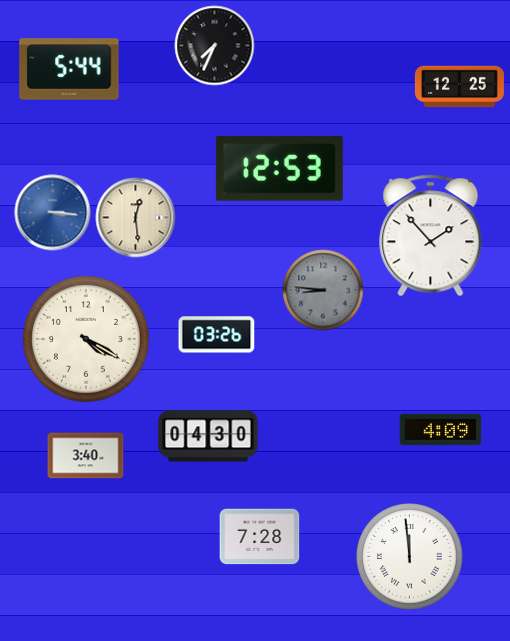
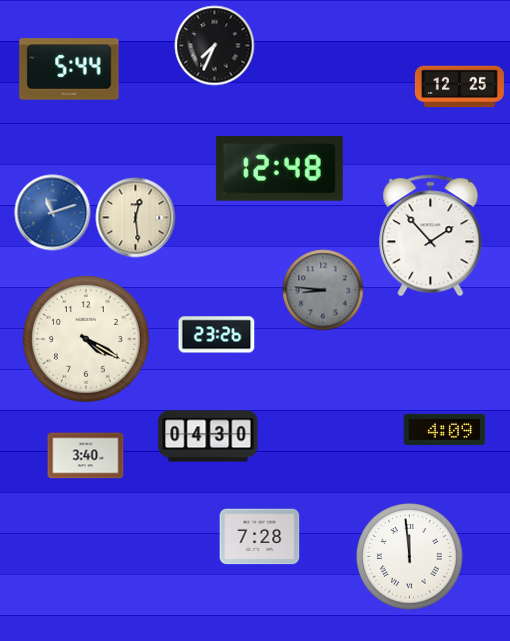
clock at (279, 168): 12:53 -> 12:48
clock at (53, 213): 3:16 -> 11:12
clock at (217, 335): 03:26 -> 23:26
clock at (441, 429) position: (441, 429) -> (445, 429)
